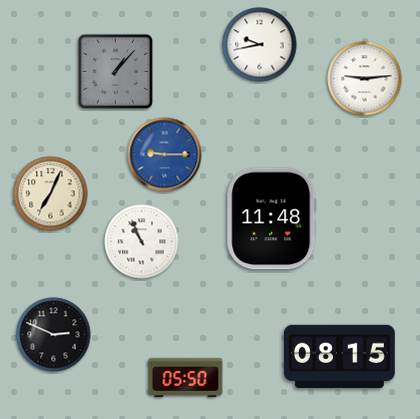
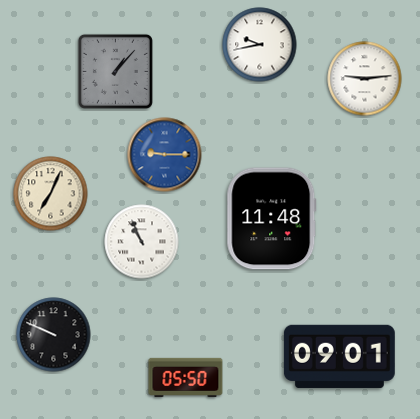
clock at (54, 335): 2:49 -> 9:49
clock at (339, 356): 08:15 -> 09:01
